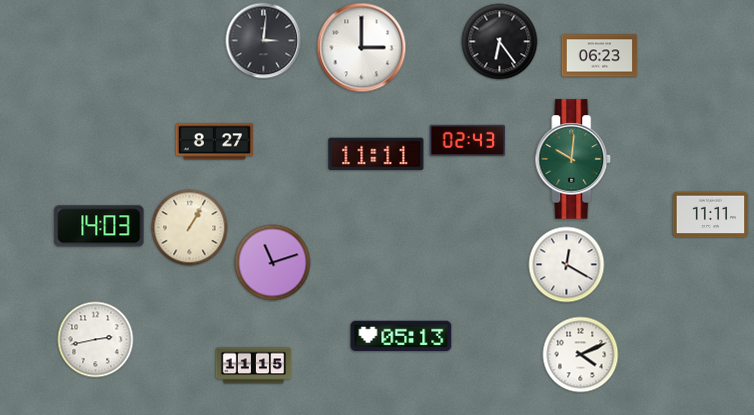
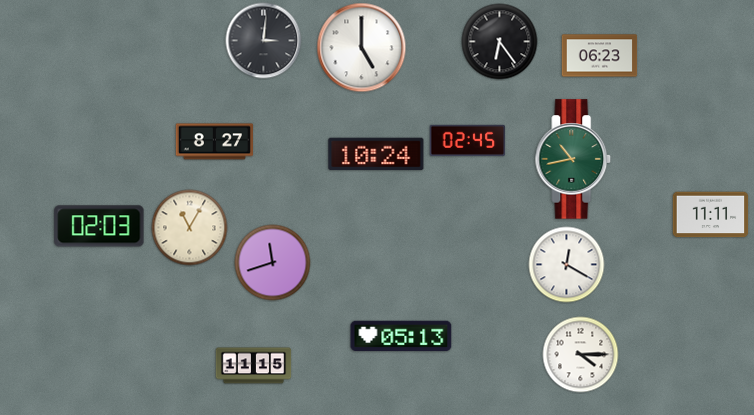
clock at (362, 48): 3:00 -> 5:00
clock at (468, 140): 02:43 -> 02:45
clock at (376, 154): 11:11 -> 10:24
clock at (573, 159): 10:01 -> 10:43
clock at (99, 226): 14:03 -> 02:03
clock at (190, 228): 1:05 -> 11:05
clock at (273, 263): 11:12 -> 11:42
clock at (96, 340): 2:43 -> none
clock at (581, 355): 4:11 -> 4:15
